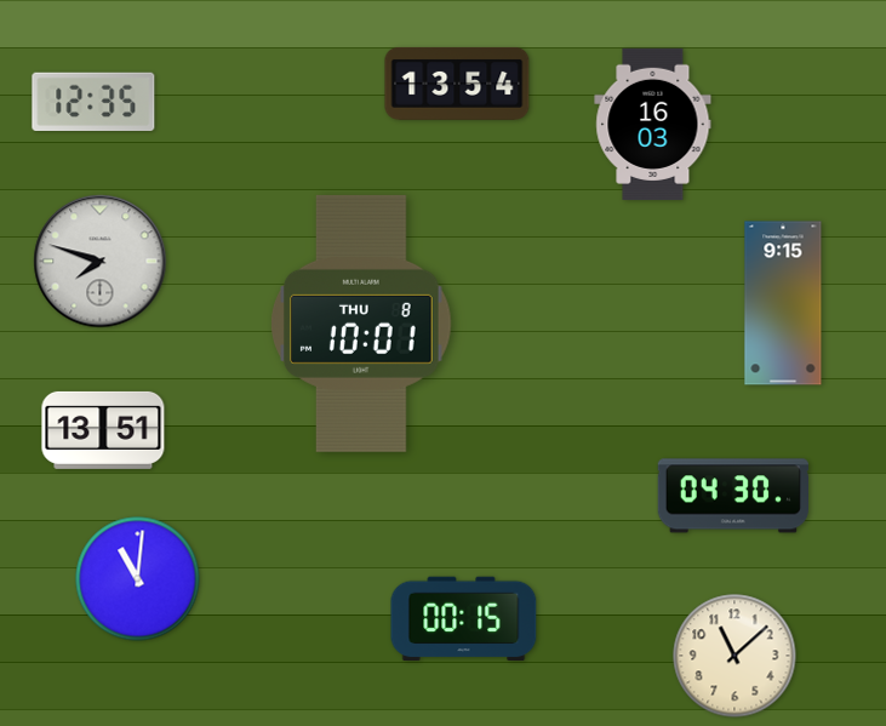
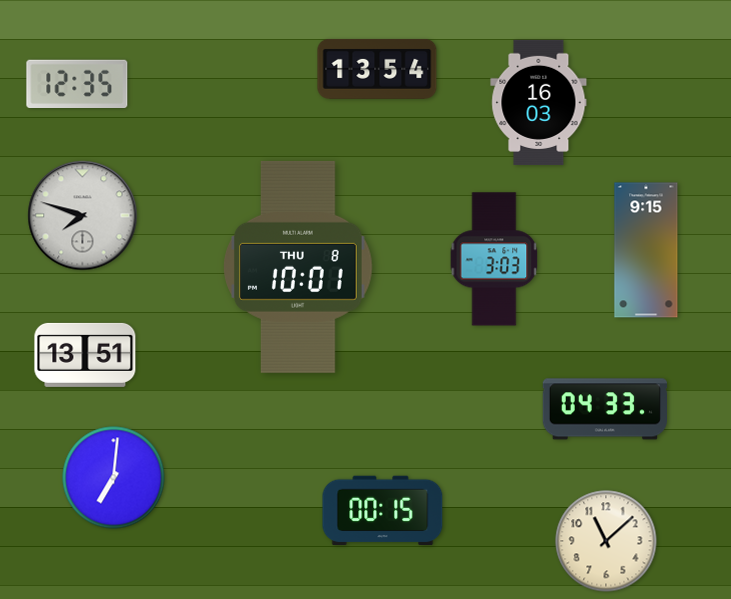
clock at (494, 259): none -> 3:03
clock at (732, 496): 04:30 -> 04:33
clock at (138, 579): 11:01 -> 7:01
